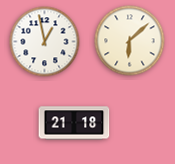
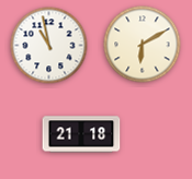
clock at (130, 41): 6:08 -> 6:10
clock at (45, 42): 12:58 -> 10:58
